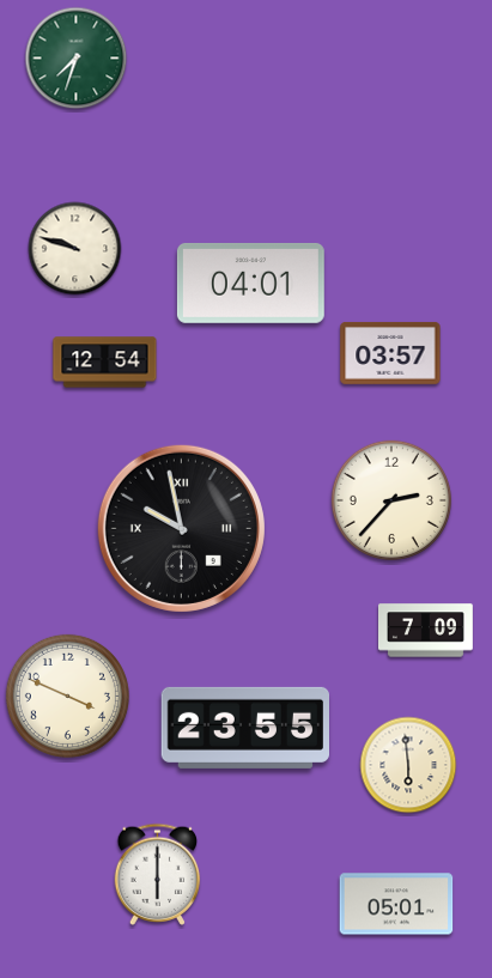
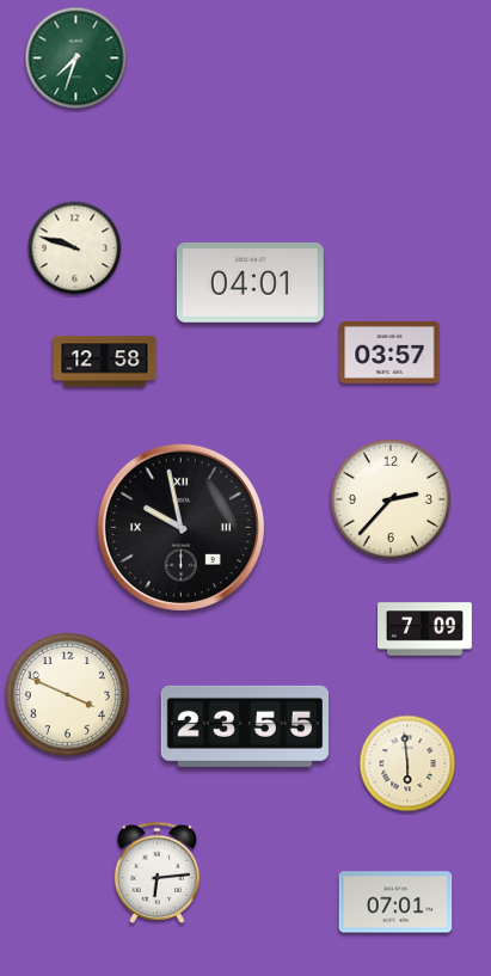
clock at (105, 363): 12:54 -> 12:58
clock at (158, 874): 6:00 -> 6:14
clock at (396, 904): 05:01 -> 07:01
